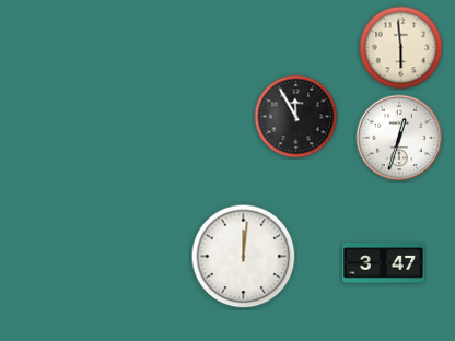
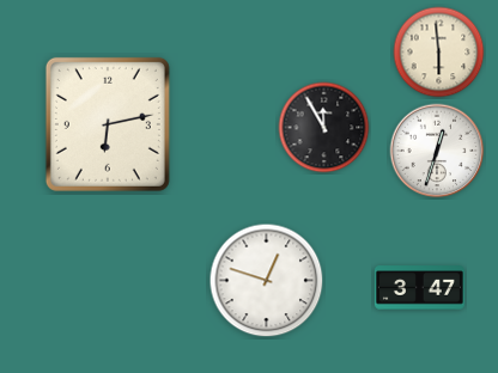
clock at (108, 124): none -> 6:13
clock at (244, 257): 12:01 -> 12:48
